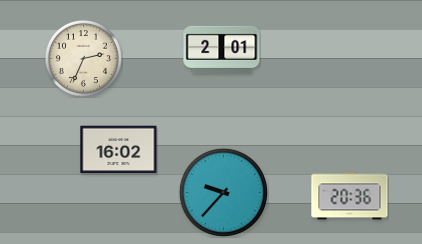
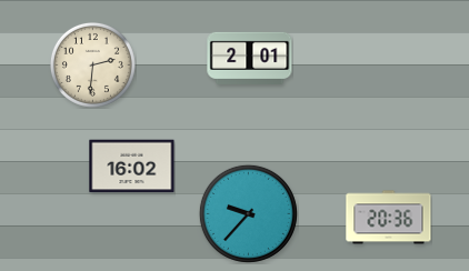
clock at (222, 49) position: (222, 49) -> (250, 58)
clock at (83, 58): 2:34 -> 2:31
